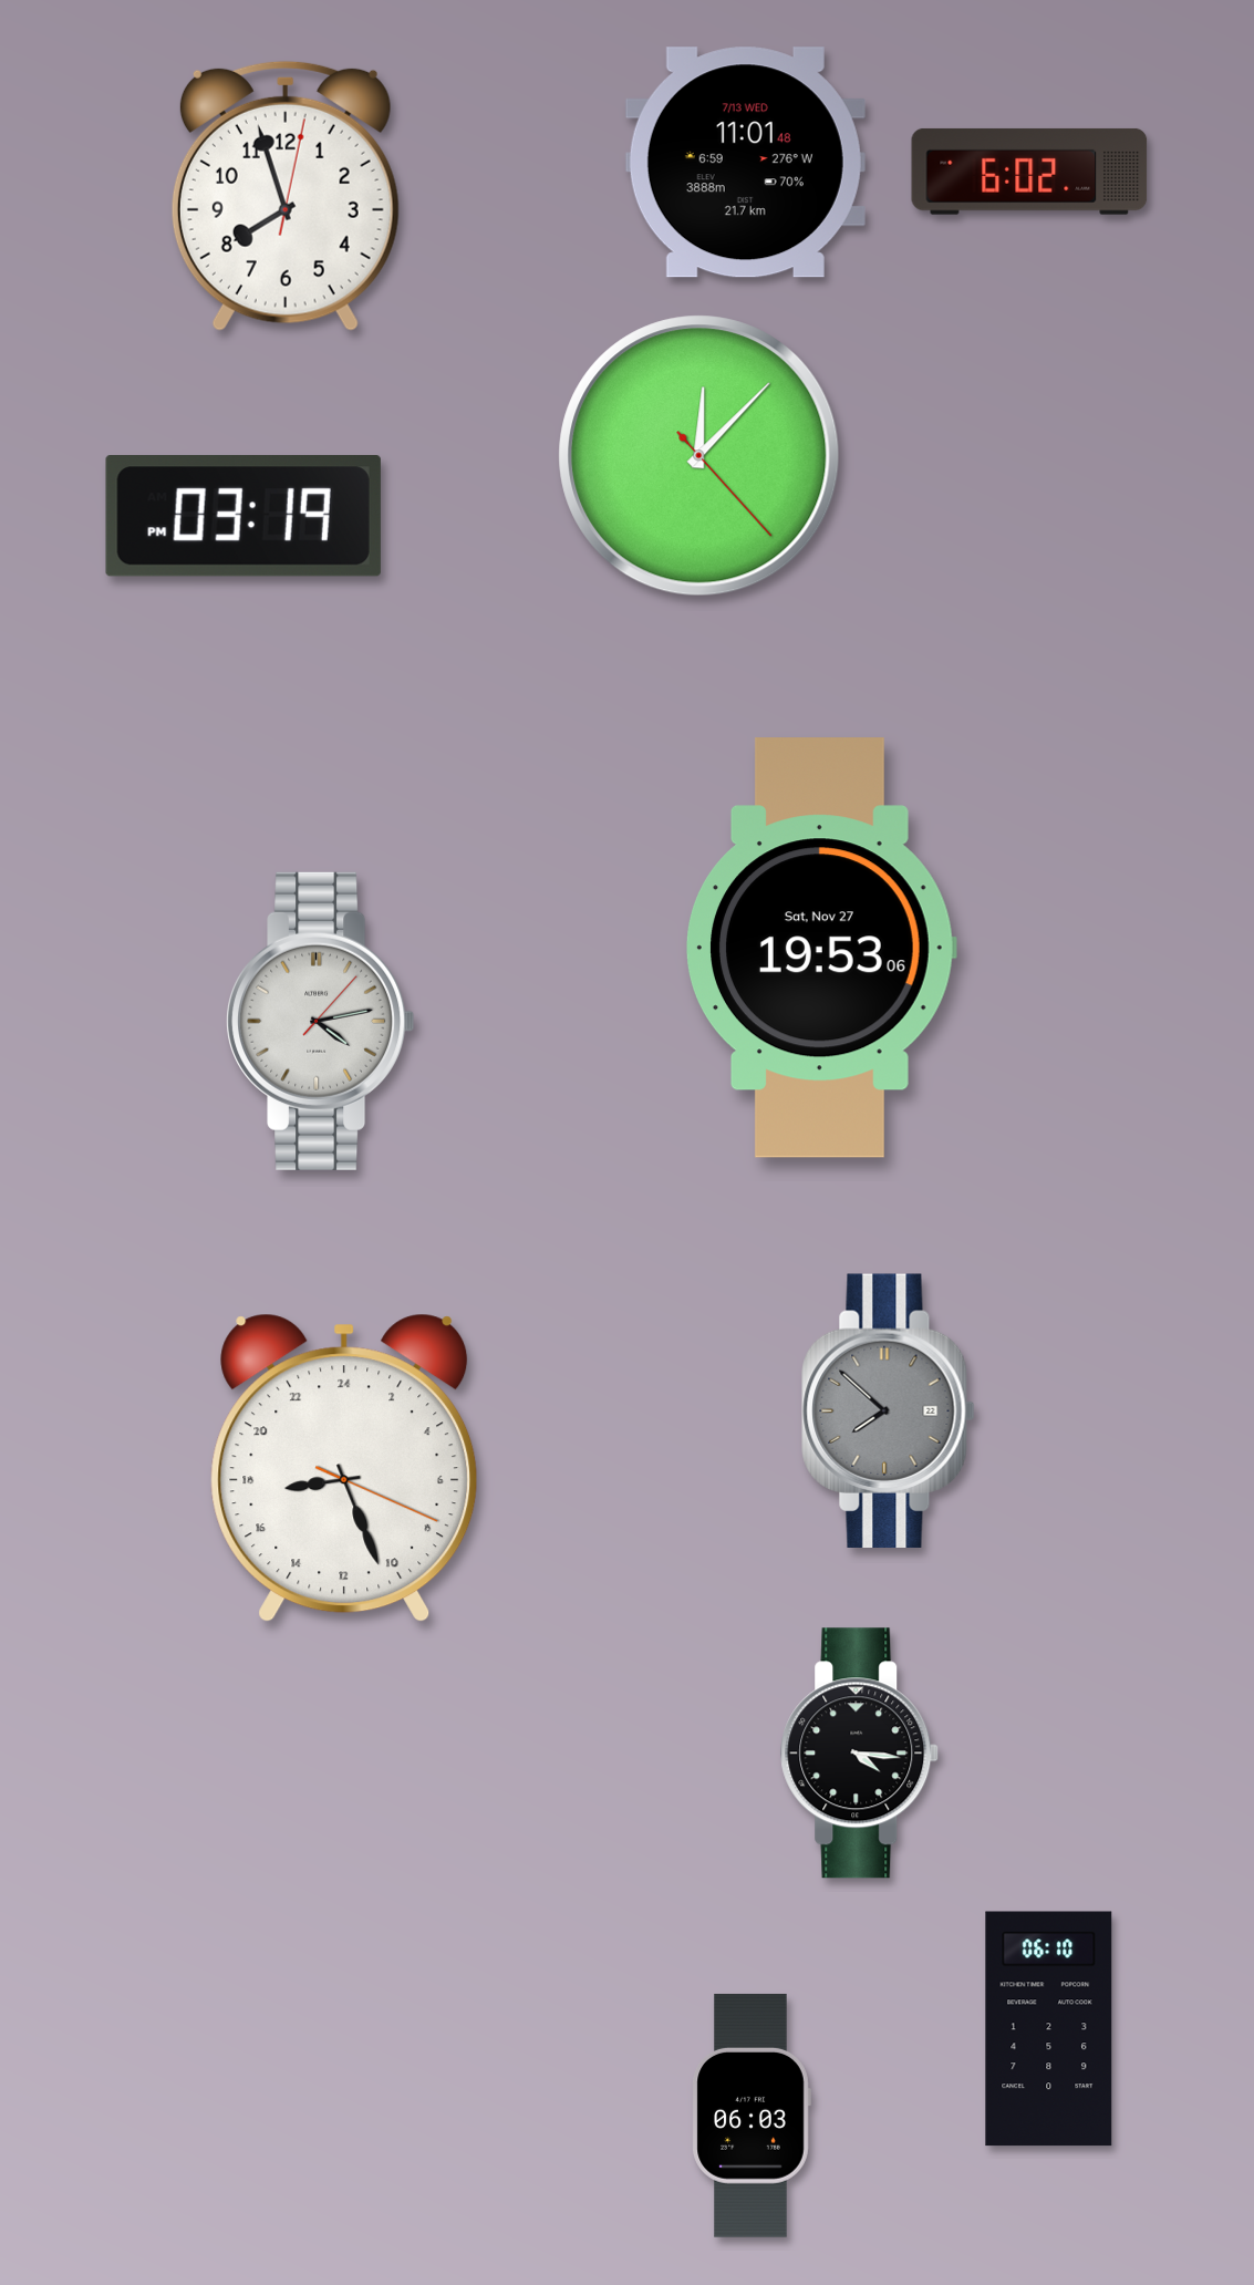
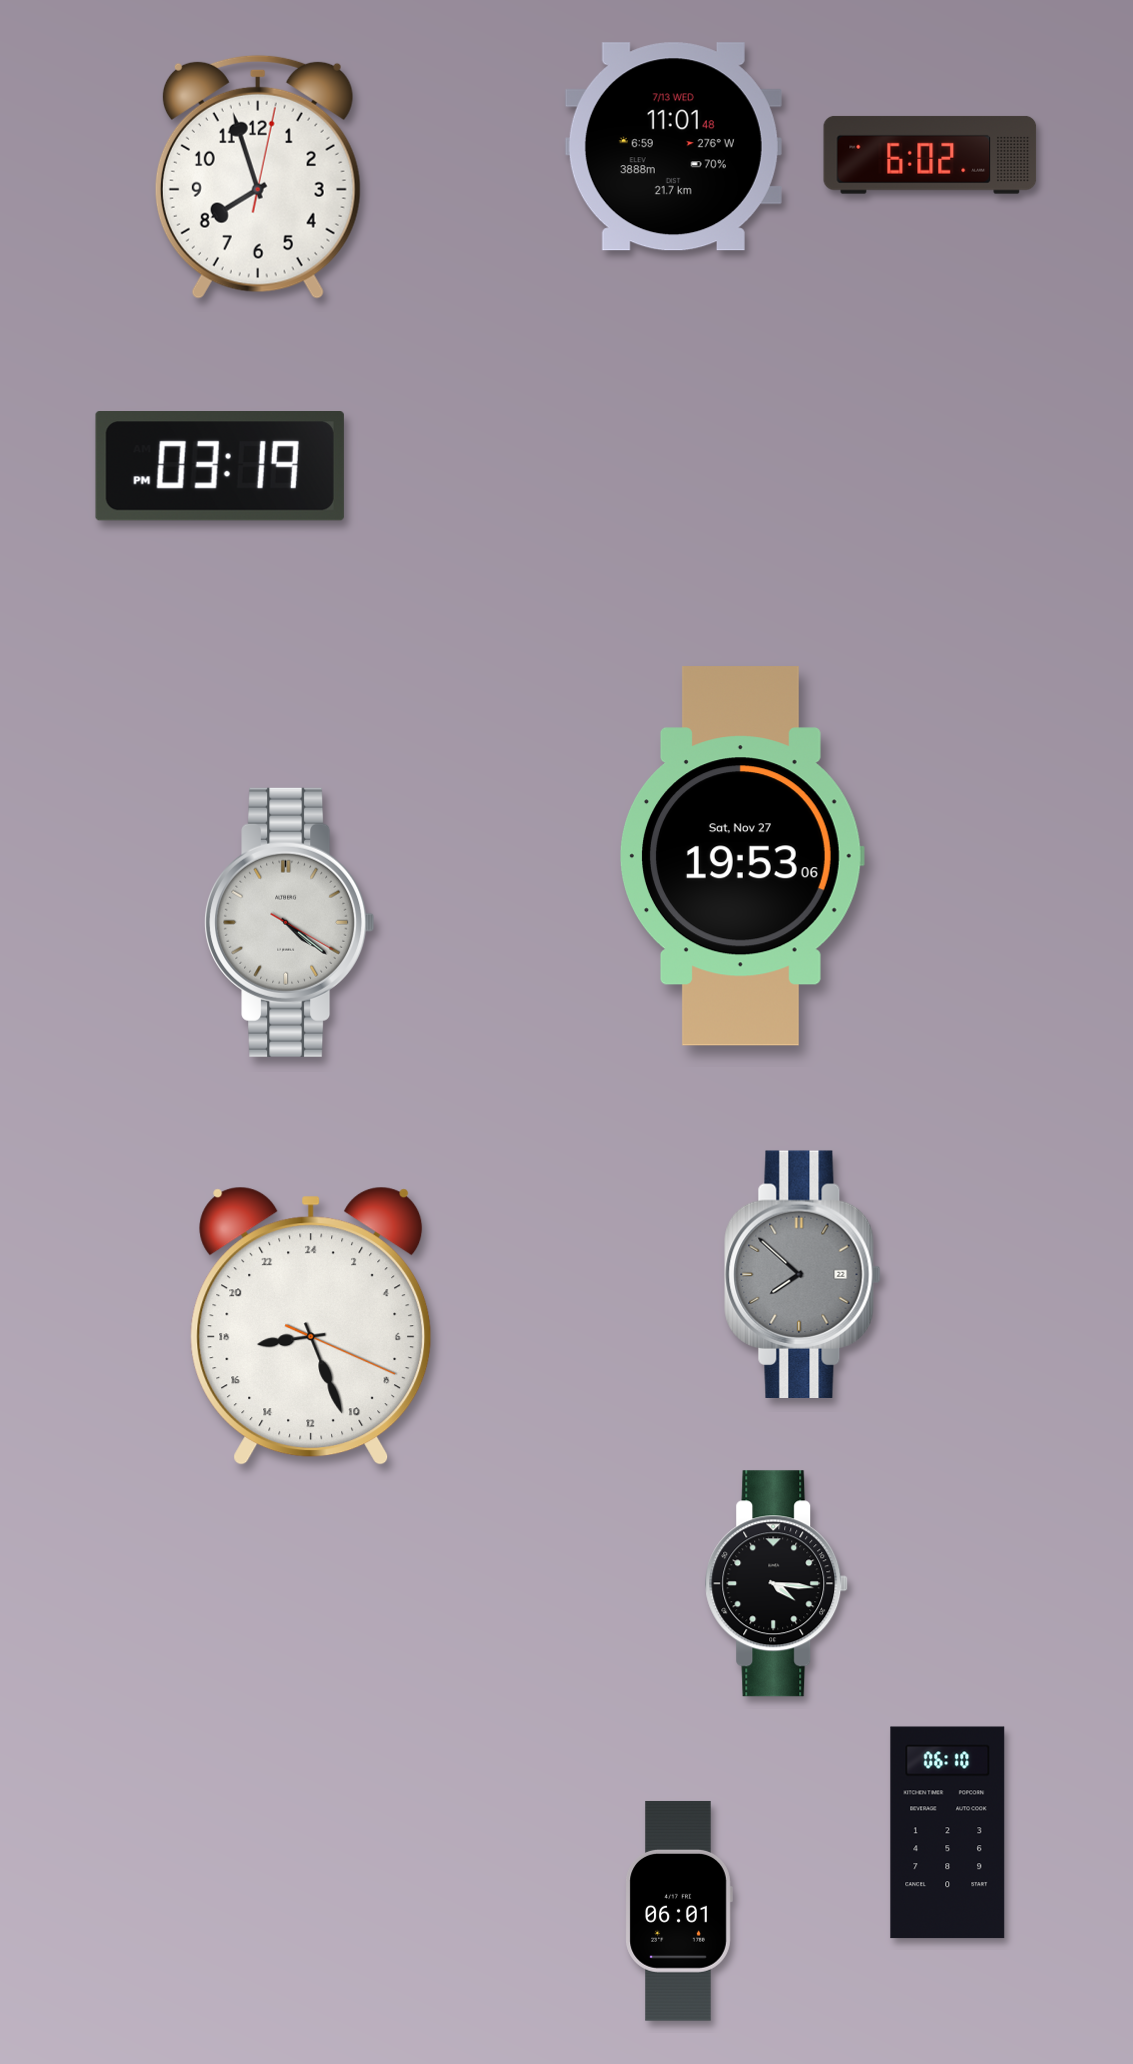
clock at (699, 456): 12:07 -> none
clock at (321, 1021): 4:13 -> 4:21
clock at (752, 2116): 06:03 -> 06:01
